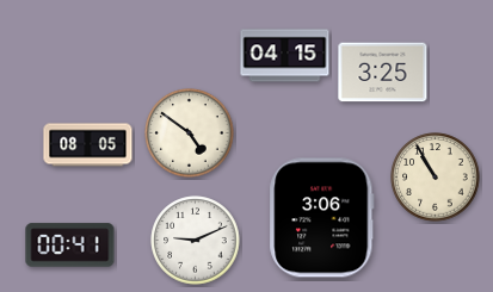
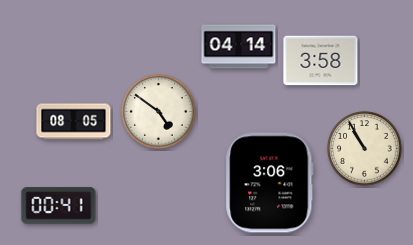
clock at (285, 56): 04:15 -> 04:14
clock at (383, 73): 3:25 -> 3:58
clock at (196, 241): 9:11 -> none
